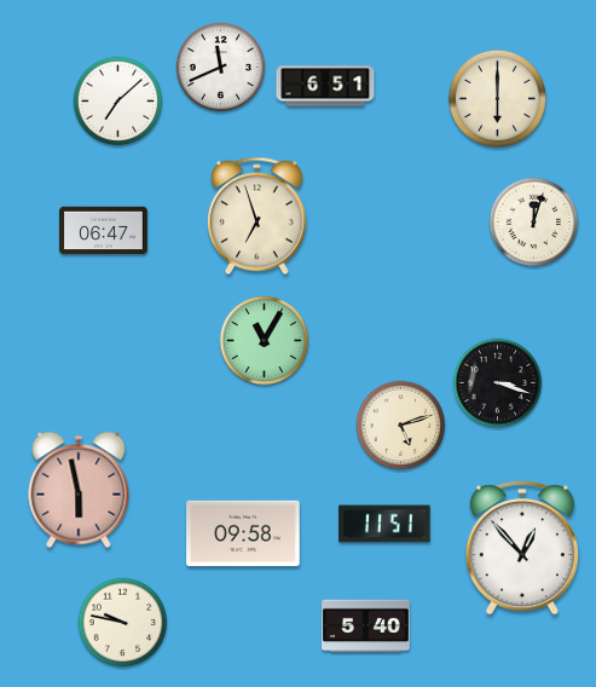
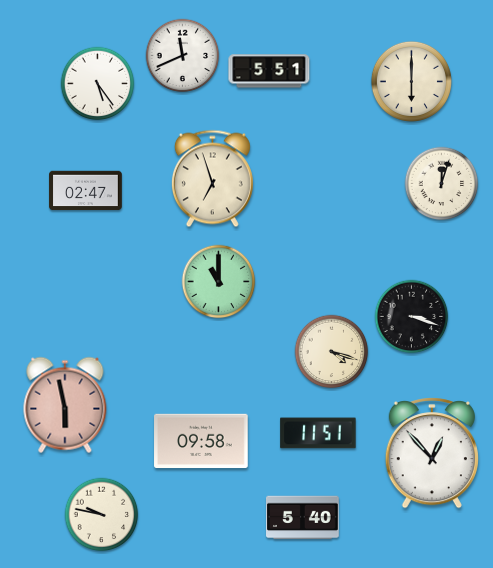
clock at (325, 86): 6:51 -> 5:51
clock at (118, 102): 7:08 -> 5:24
clock at (104, 231): 06:47 -> 02:47
clock at (265, 341): 11:05 -> 11:00
clock at (401, 426): 5:12 -> 4:18
